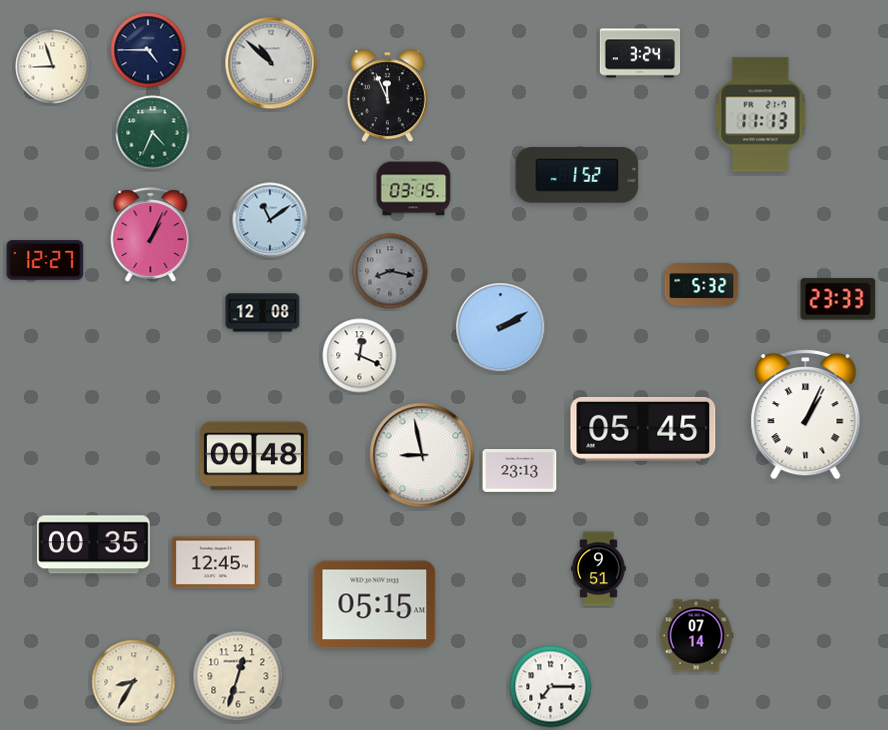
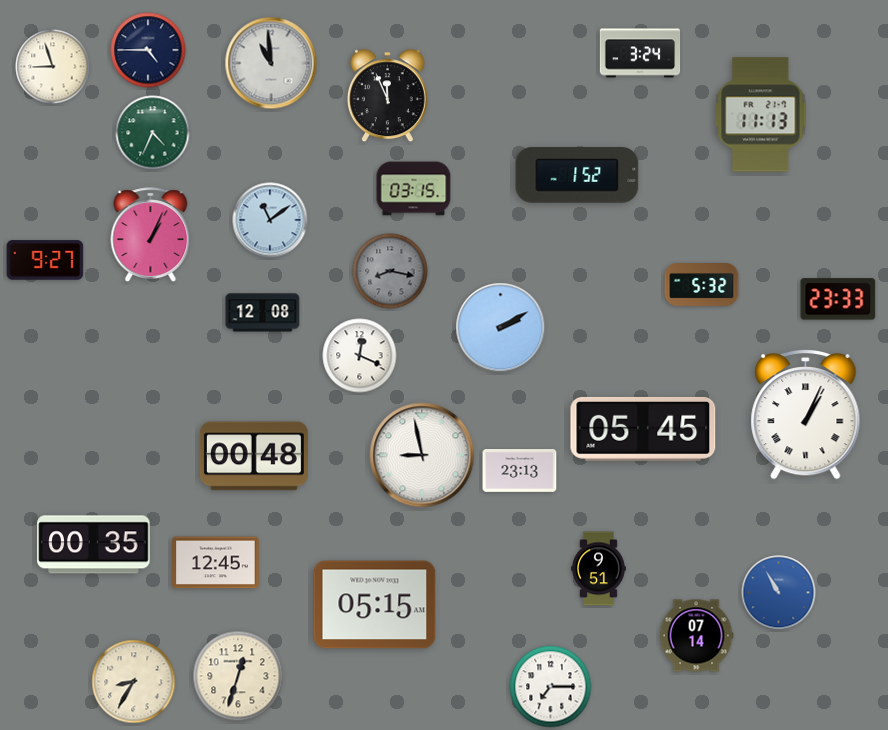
clock at (271, 63): 10:52 -> 10:59
clock at (45, 260): 12:27 -> 9:27
clock at (779, 593): none -> 10:55
